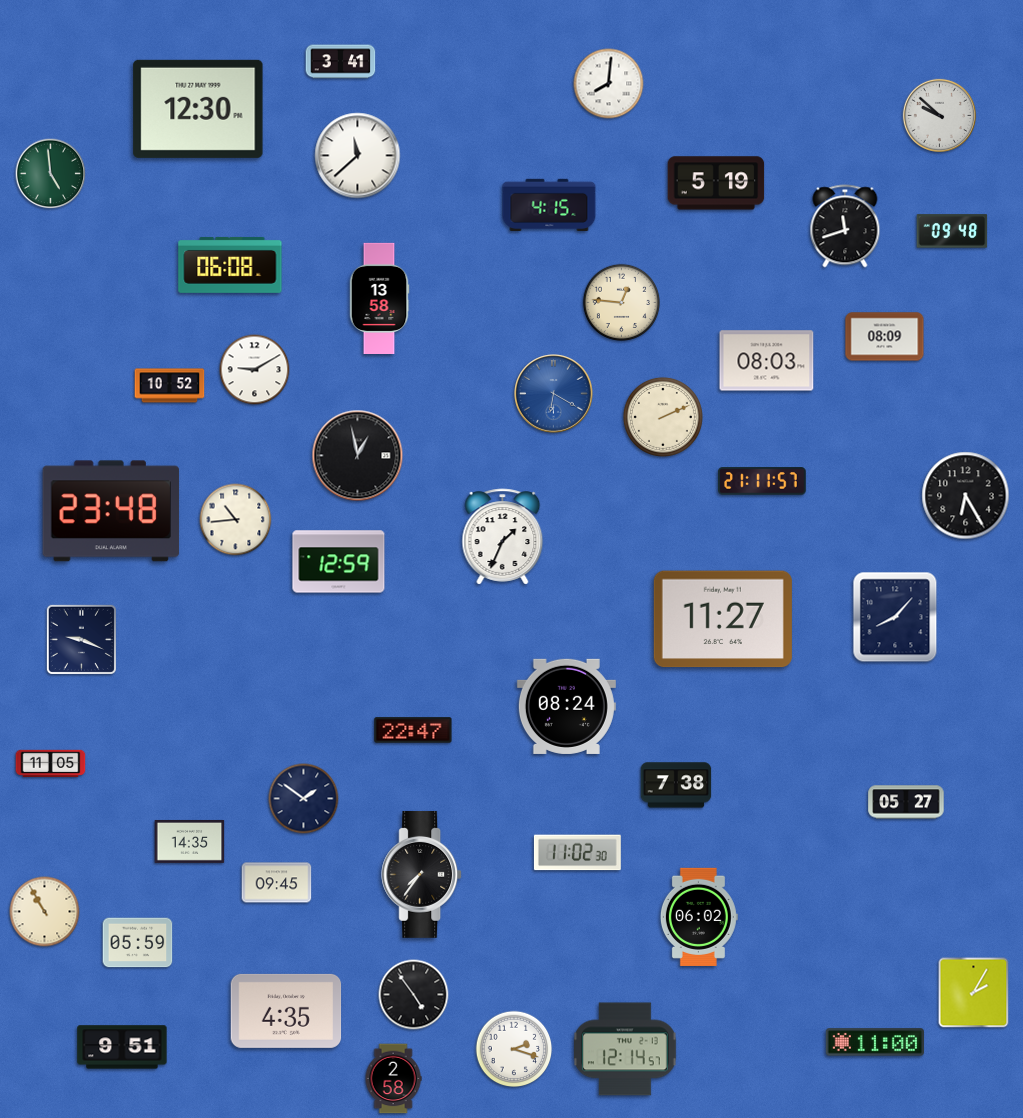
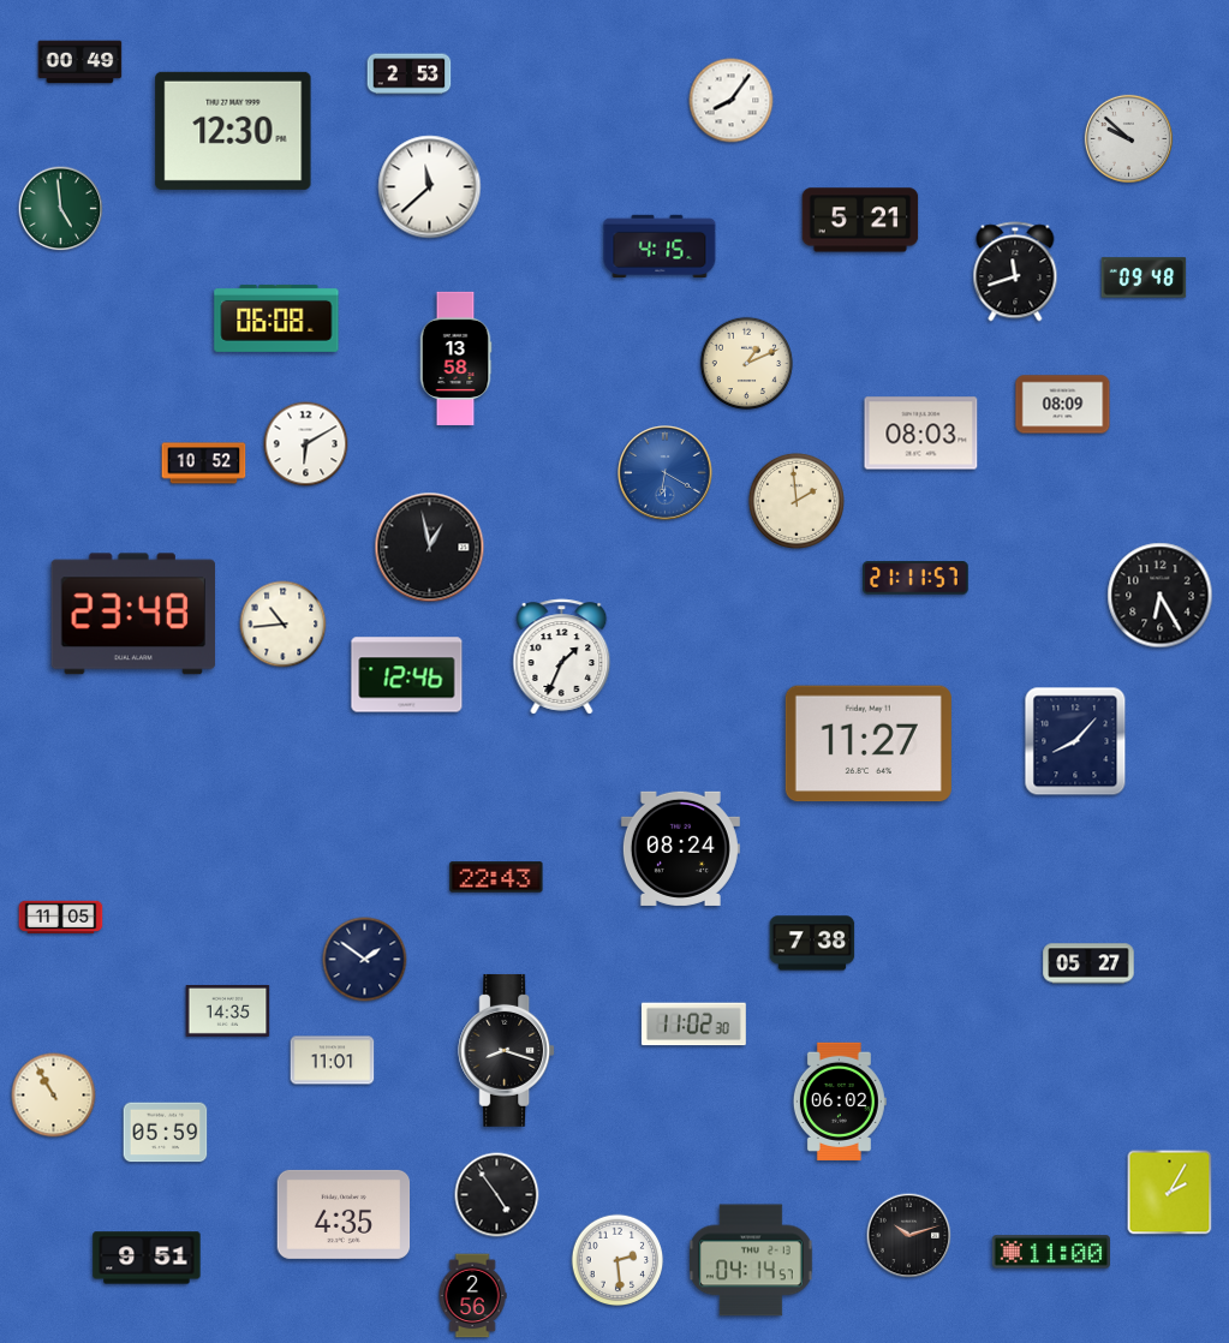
clock at (80, 62): none -> 00:49
clock at (341, 62): 3:41 -> 2:53
clock at (609, 84): 8:01 -> 8:06
clock at (198, 109) position: (198, 109) -> (233, 131)
clock at (716, 183): 5:19 -> 5:21
clock at (621, 302): 12:46 -> 1:11
clock at (255, 370): 9:10 -> 6:10
clock at (663, 417): 2:11 -> 1:59
clock at (503, 537) position: (503, 537) -> (562, 657)
clock at (339, 562): 12:59 -> 12:46
clock at (81, 639): 9:19 -> none
clock at (413, 730): 22:47 -> 22:43
clock at (422, 874): 7:36 -> 8:18
clock at (277, 883): 09:45 -> 11:01
clock at (909, 1236): none -> 10:12
clock at (514, 1049): 2:18 -> 2:29
clock at (626, 1049): 12:14 -> 04:14
clock at (393, 1079): 2:58 -> 2:56
